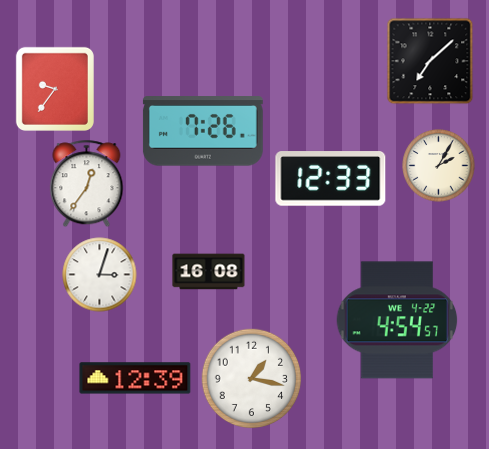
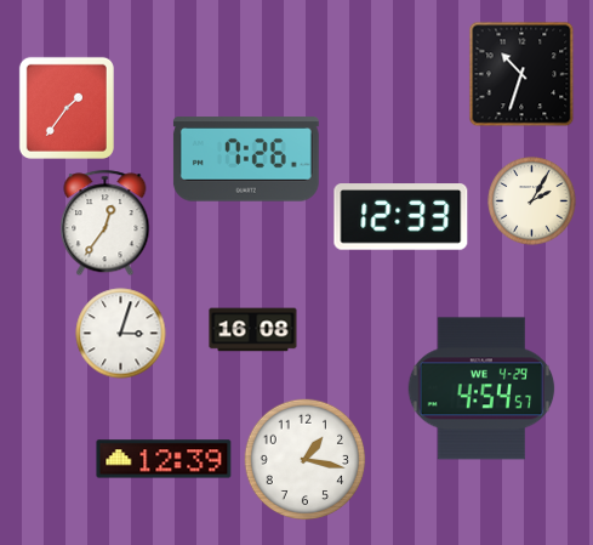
clock at (430, 61): 7:08 -> 10:33
clock at (55, 89): 9:36 -> 1:36
clock at (397, 320) date: WE 4-22 -> WE 4-29
